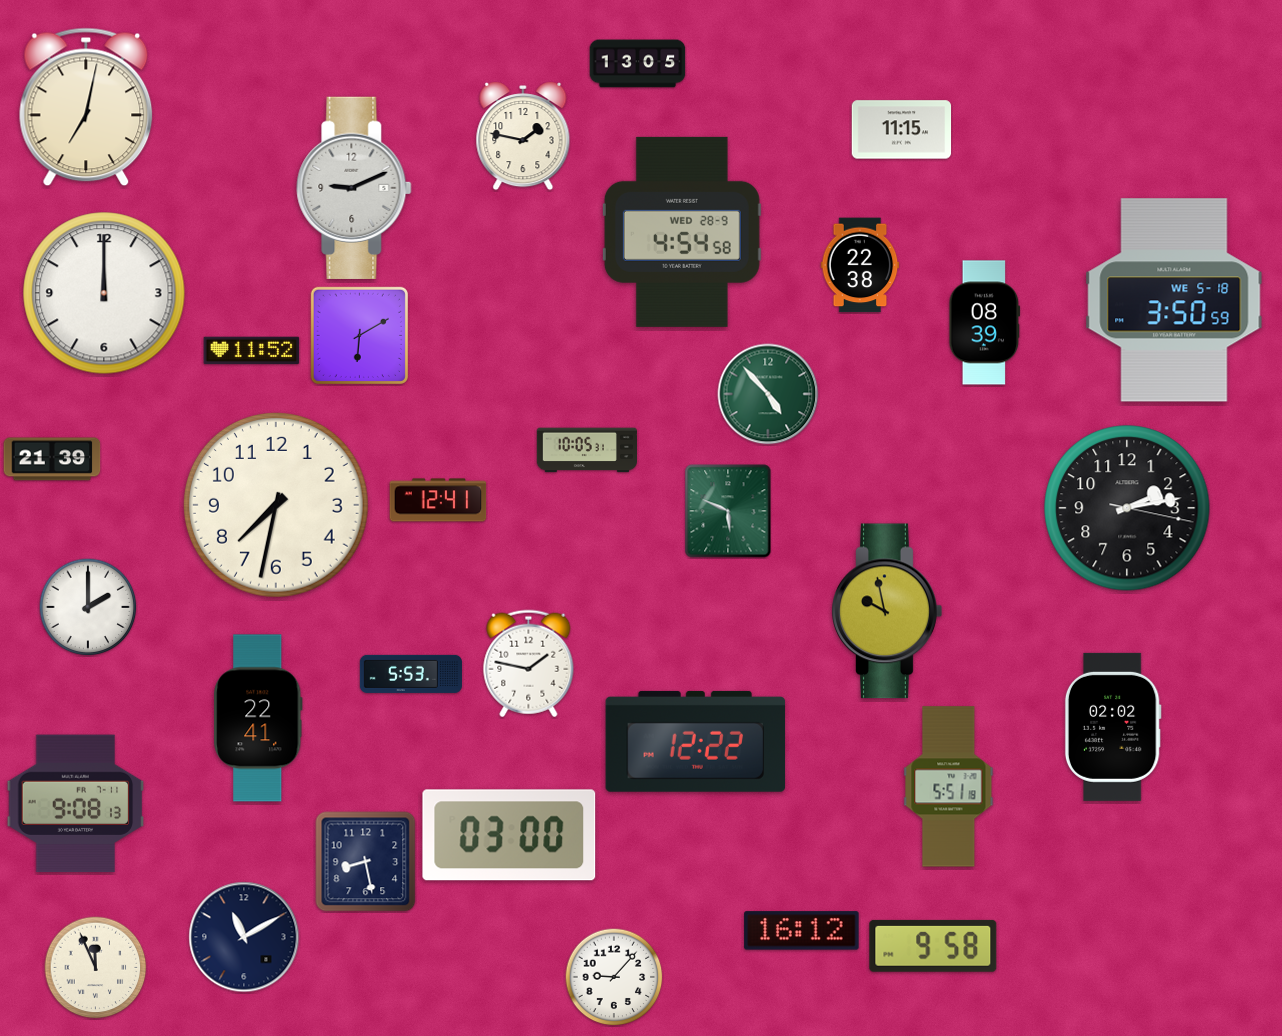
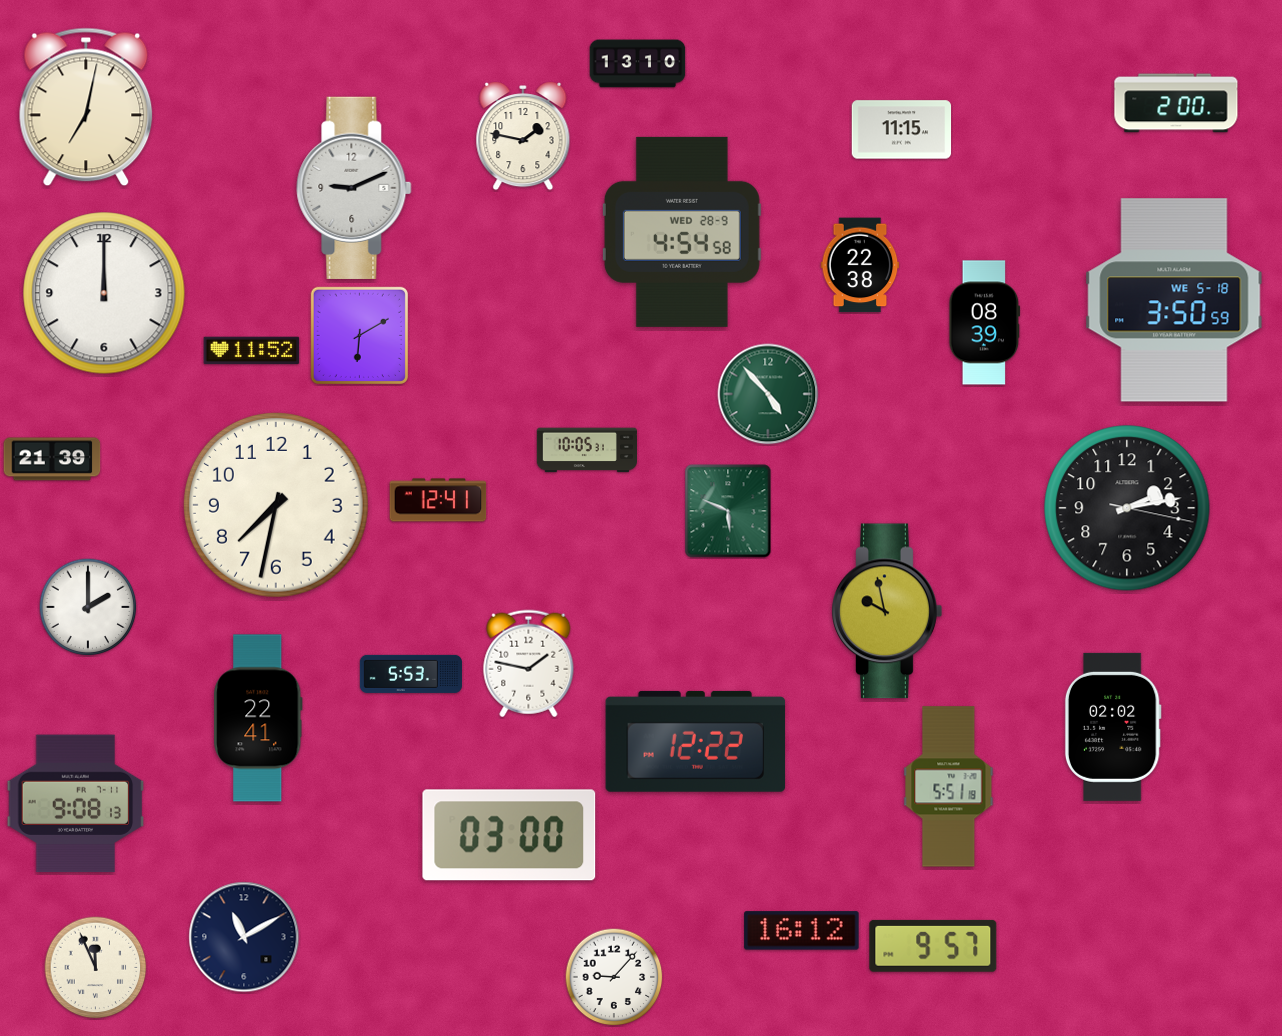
clock at (638, 64): 13:05 -> 13:10
clock at (1176, 103): none -> 2:00
clock at (366, 862): 8:28 -> none
clock at (933, 946): 9:58 -> 9:57
